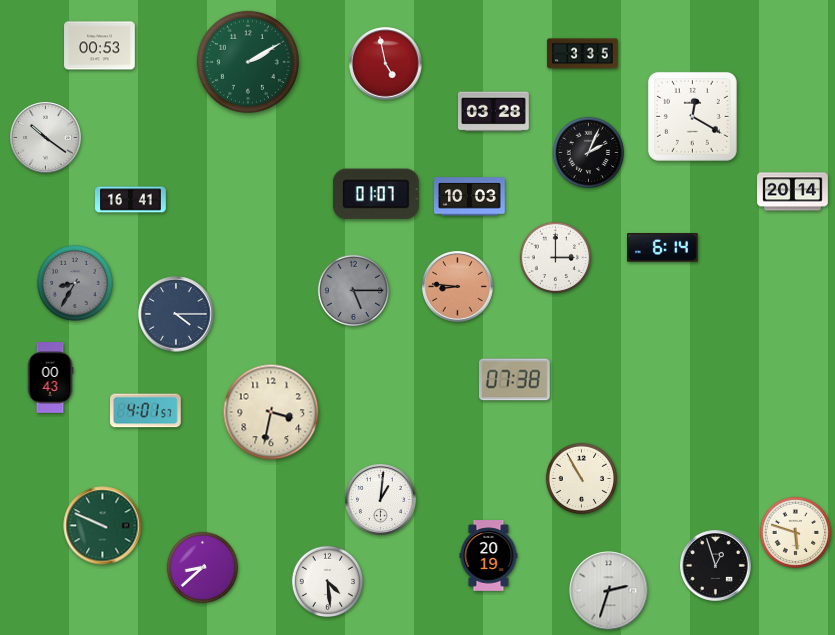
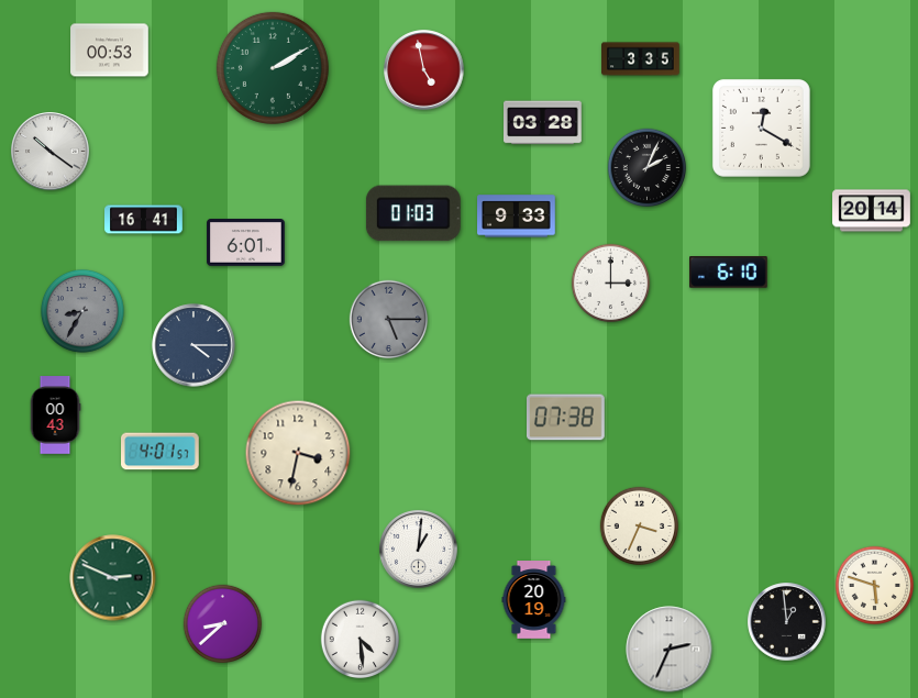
clock at (376, 194): 01:07 -> 01:03
clock at (470, 197): 10:03 -> 9:33
clock at (246, 243): none -> 6:01
clock at (663, 248): 6:14 -> 6:10
clock at (458, 287): 8:46 -> none
clock at (582, 479): 10:55 -> 3:34
clock at (103, 526): 9:49 -> 2:49
clock at (489, 556) position: (489, 556) -> (534, 600)
clock at (716, 566): 12:57 -> 12:59
clock at (609, 591): 2:33 -> 2:34
